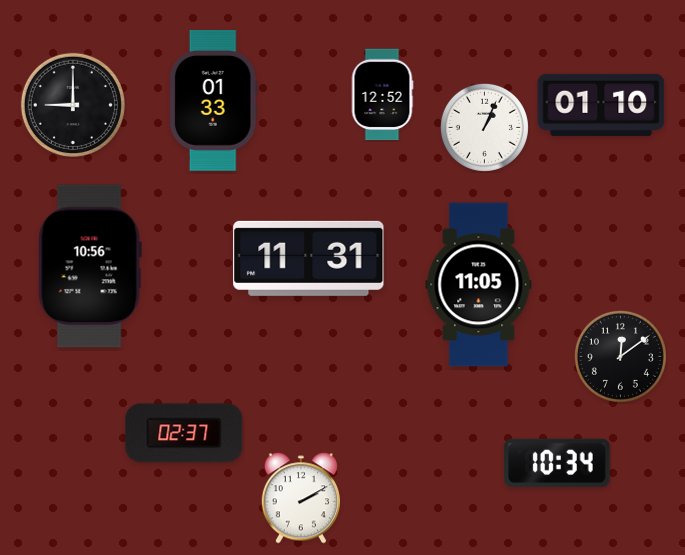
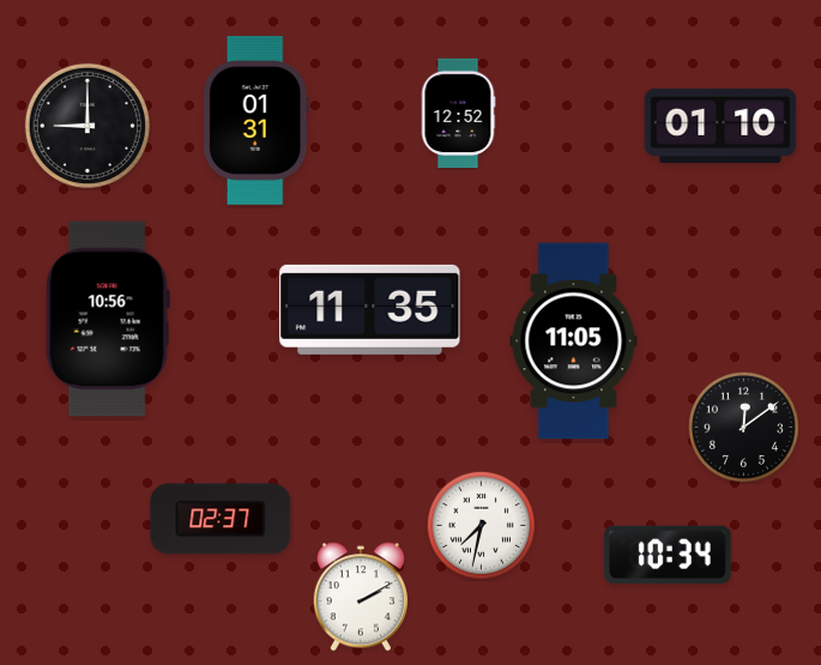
clock at (213, 100): 01:33 -> 01:31
clock at (484, 127): 1:04 -> none
clock at (309, 258): 11:31 -> 11:35
clock at (481, 525): none -> 7:32
